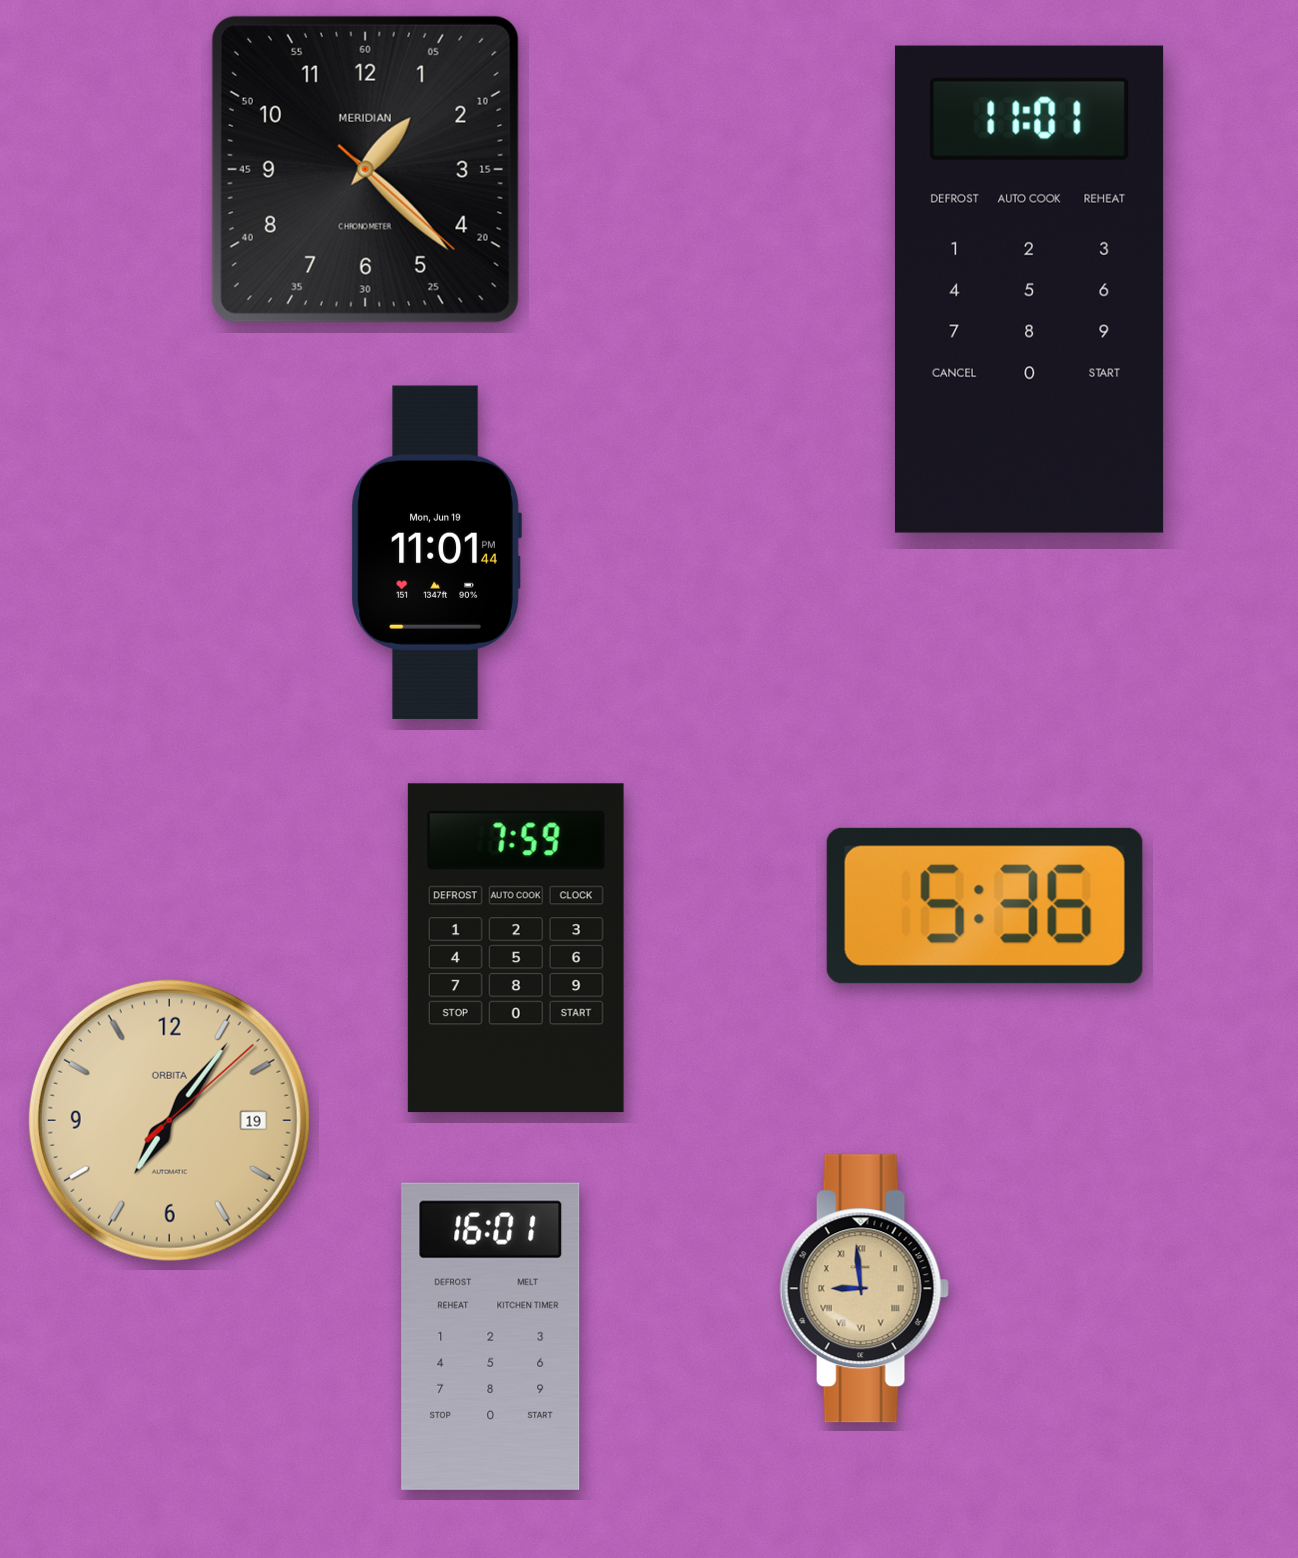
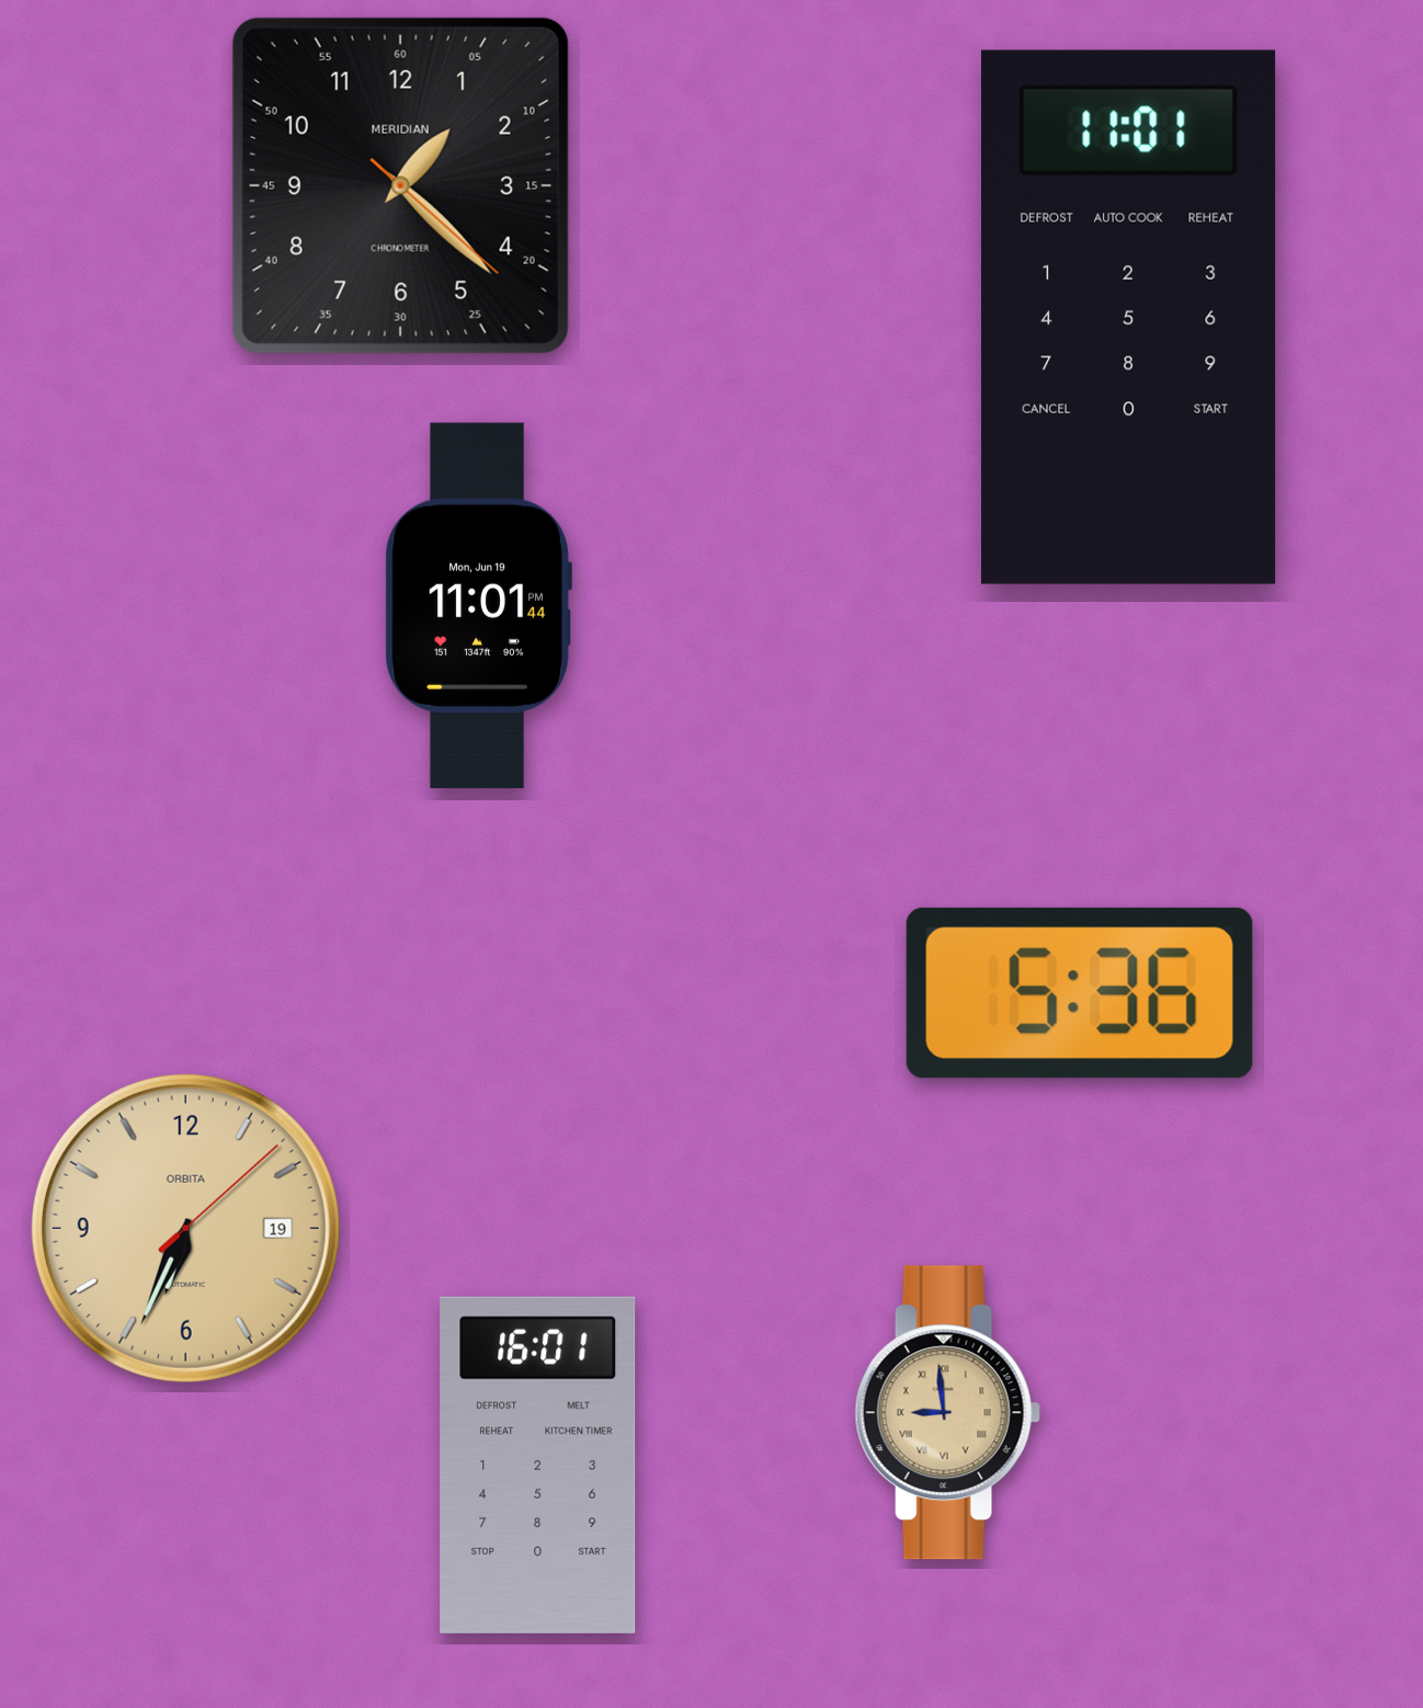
clock at (516, 948): 7:59 -> none
clock at (169, 1120): 7:06 -> 6:34
